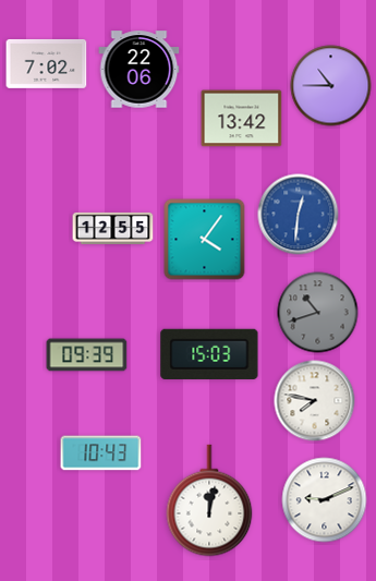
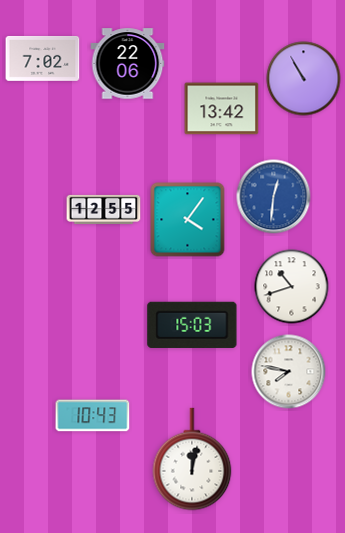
clock at (331, 86): 10:45 -> 10:55
clock at (318, 313) dial: grey -> white
clock at (87, 355): 09:39 -> none
clock at (315, 401) position: (315, 401) -> (289, 372)
clock at (325, 500): 9:11 -> none
